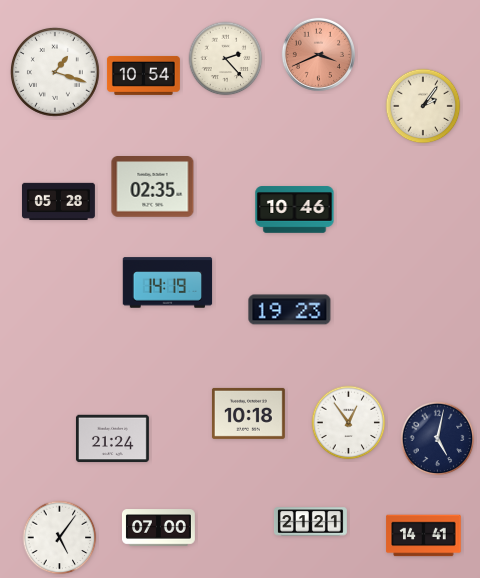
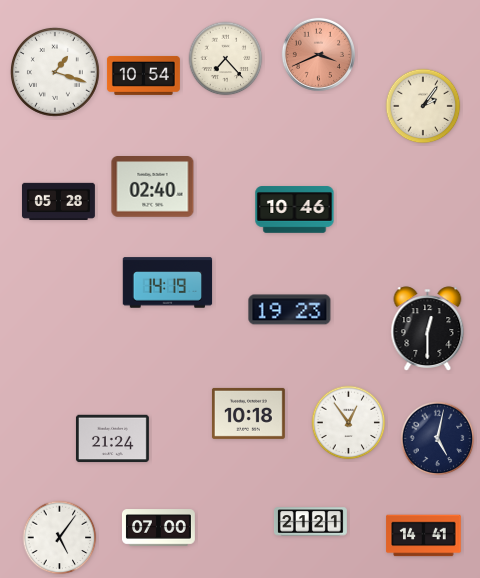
clock at (226, 59): 2:23 -> 7:23
clock at (153, 187): 02:35 -> 02:40
clock at (428, 329): none -> 12:30
